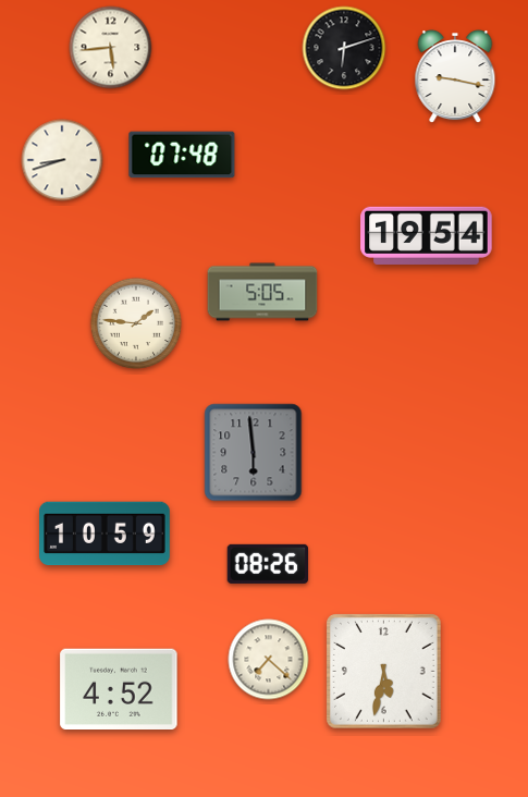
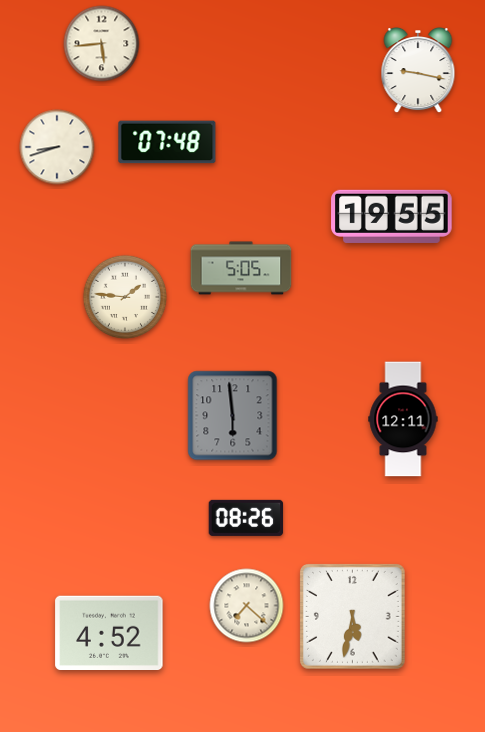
clock at (344, 48): 6:12 -> none
clock at (427, 235): 19:54 -> 19:55
clock at (403, 419): none -> 12:11
clock at (106, 534): 10:59 -> none
